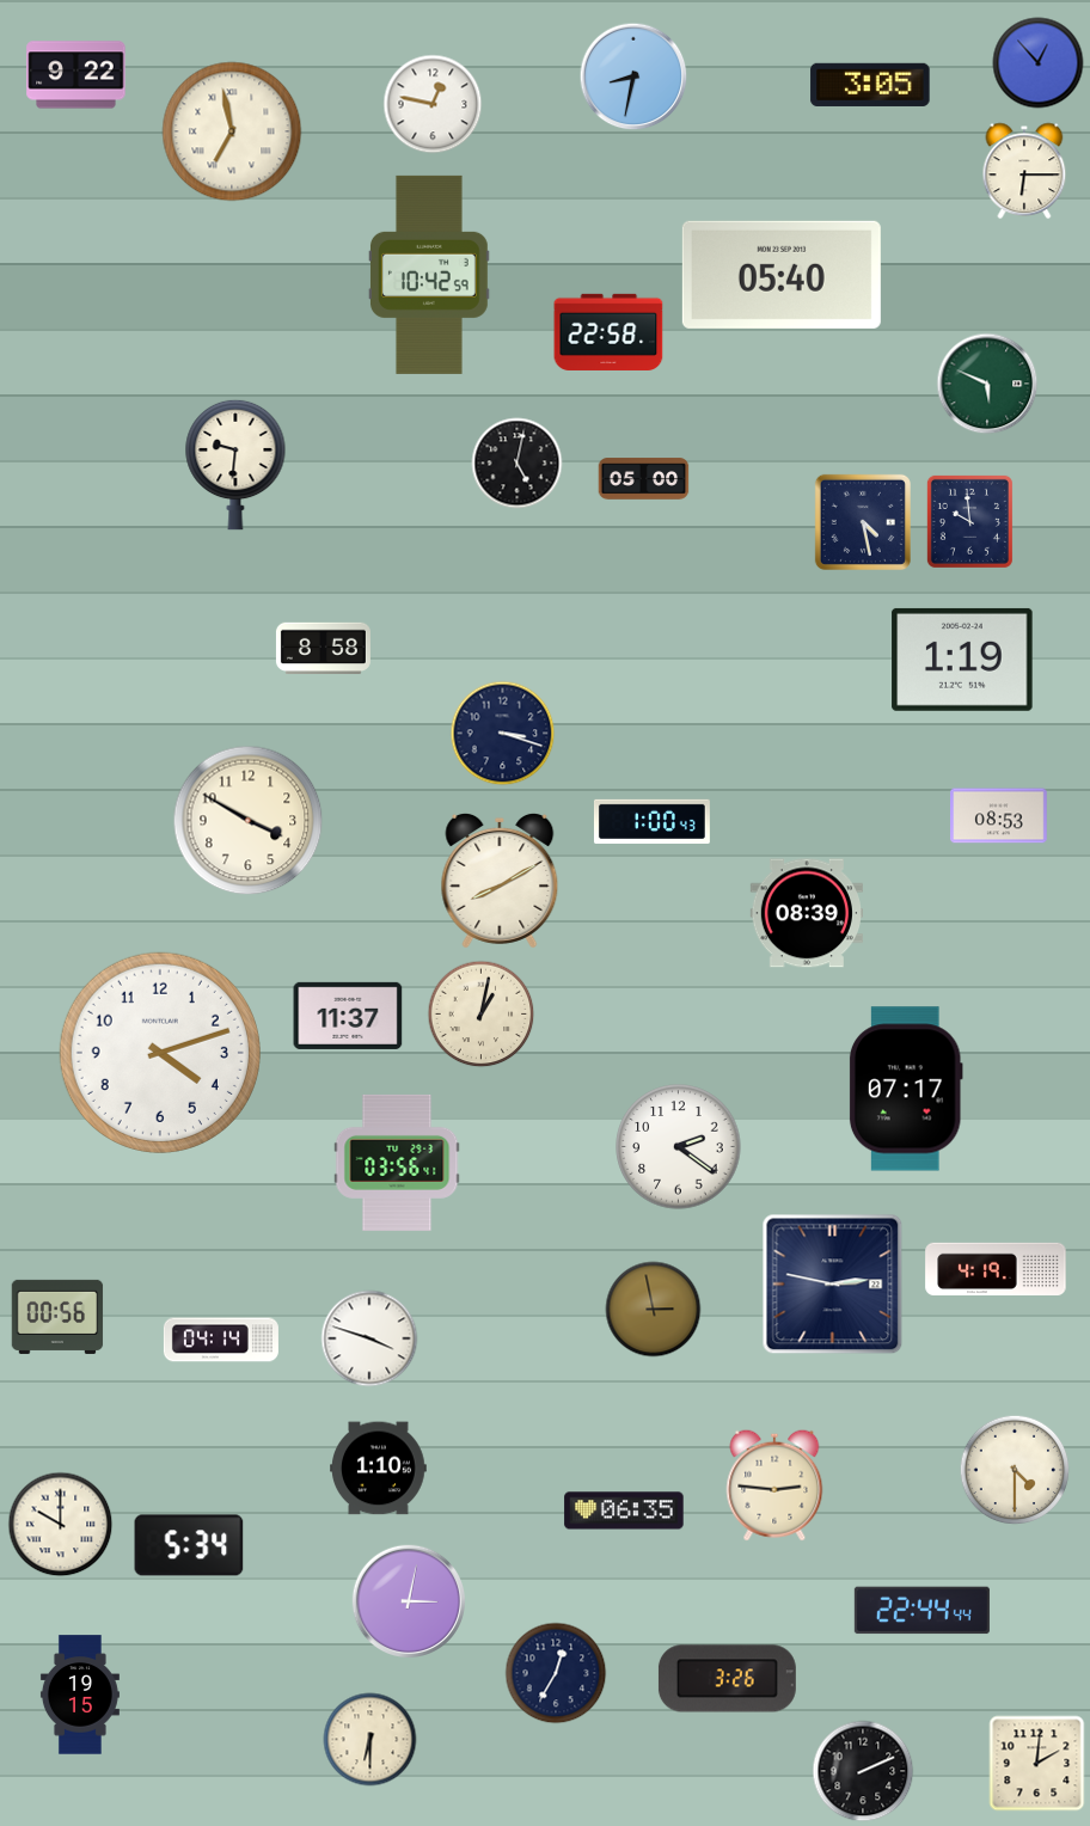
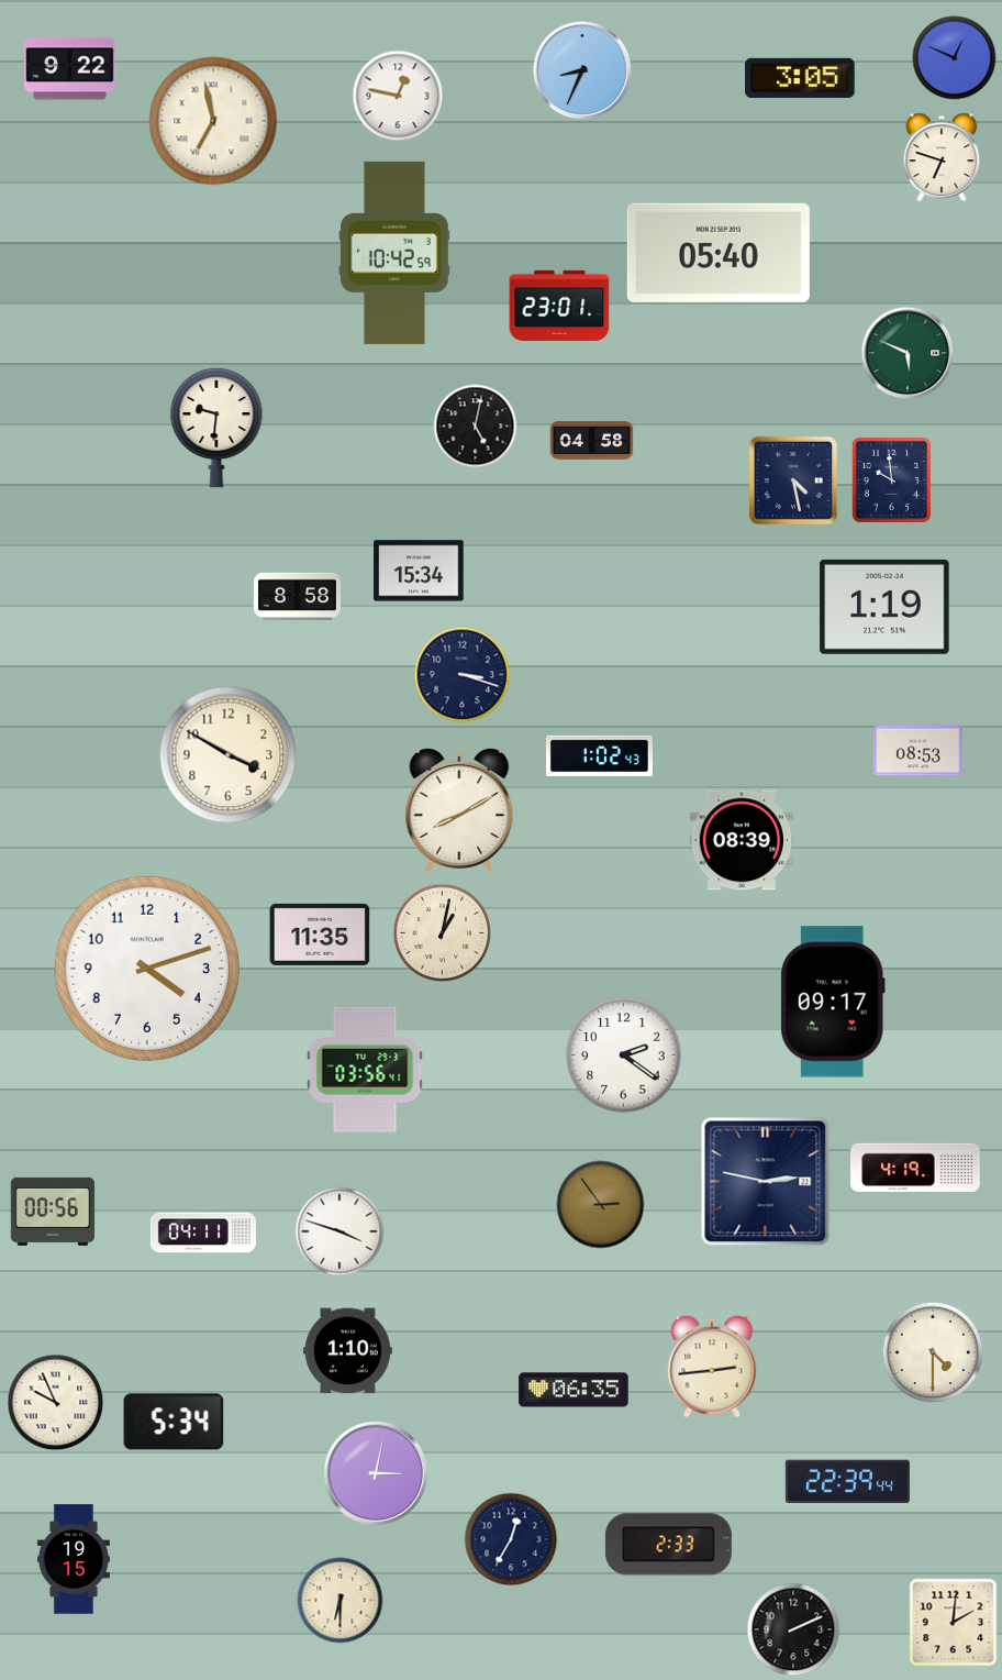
clock at (1039, 63): 12:53 -> 12:49
clock at (633, 76): 8:32 -> 8:34
clock at (1024, 171): 6:15 -> 6:48
clock at (608, 332): 22:58 -> 23:01
clock at (644, 479): 05:00 -> 04:58
clock at (419, 571): none -> 15:34
clock at (651, 821): 1:00 -> 1:02
clock at (348, 1016): 11:37 -> 11:35
clock at (906, 1089): 07:17 -> 09:17
clock at (654, 1310): 2:58 -> 2:54
clock at (221, 1340): 04:14 -> 04:11
clock at (774, 1485): 2:46 -> 2:44
clock at (61, 1525): 10:00 -> 9:56
clock at (921, 1611): 22:44 -> 22:39
clock at (727, 1679): 3:26 -> 2:33
